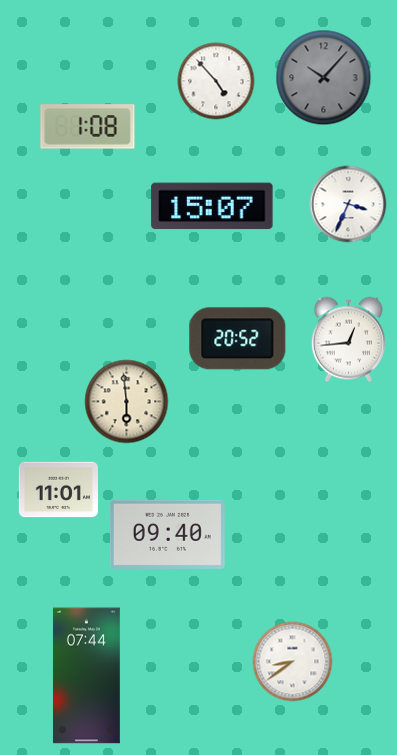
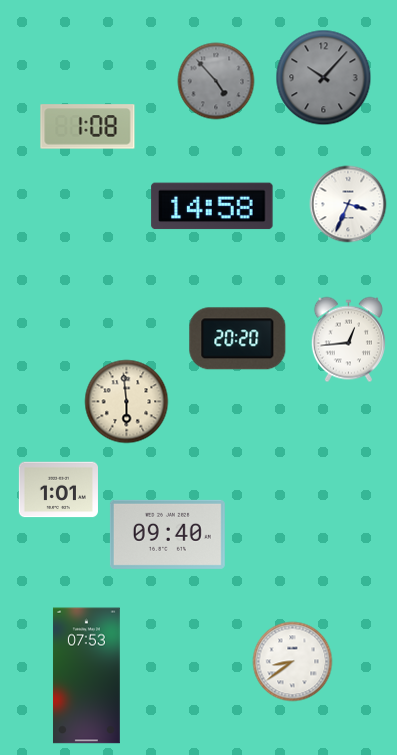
clock at (216, 81) dial: white -> grey
clock at (212, 206): 15:07 -> 14:58
clock at (238, 339): 20:52 -> 20:20
clock at (58, 490): 11:01 -> 1:01
clock at (86, 676): 07:44 -> 07:53
